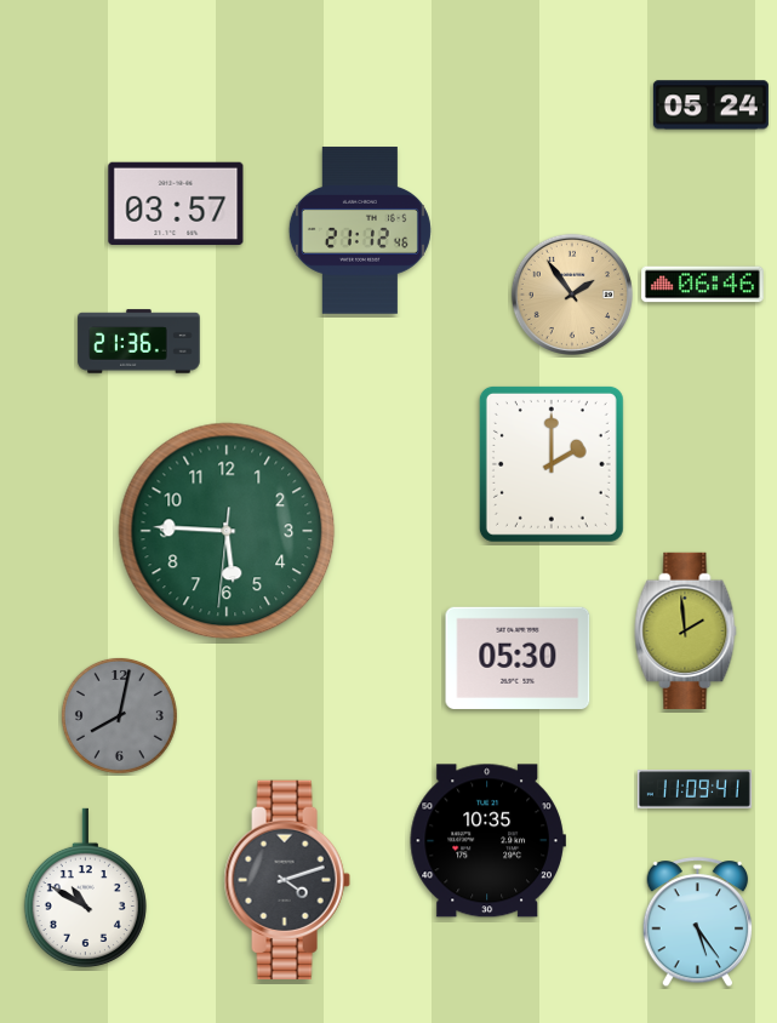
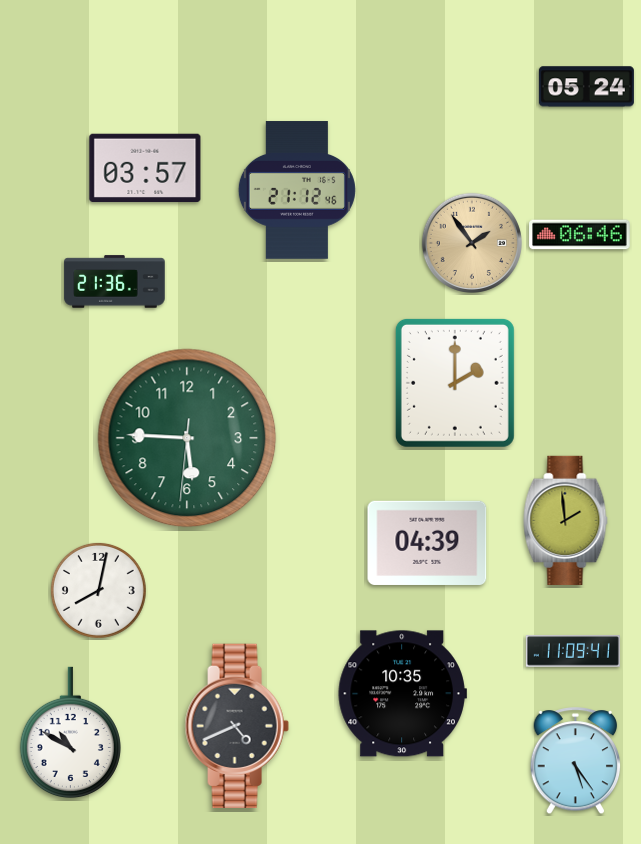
clock at (518, 658): 05:30 -> 04:39
clock at (119, 715) dial: grey -> white
clock at (287, 879): 4:12 -> 4:41
